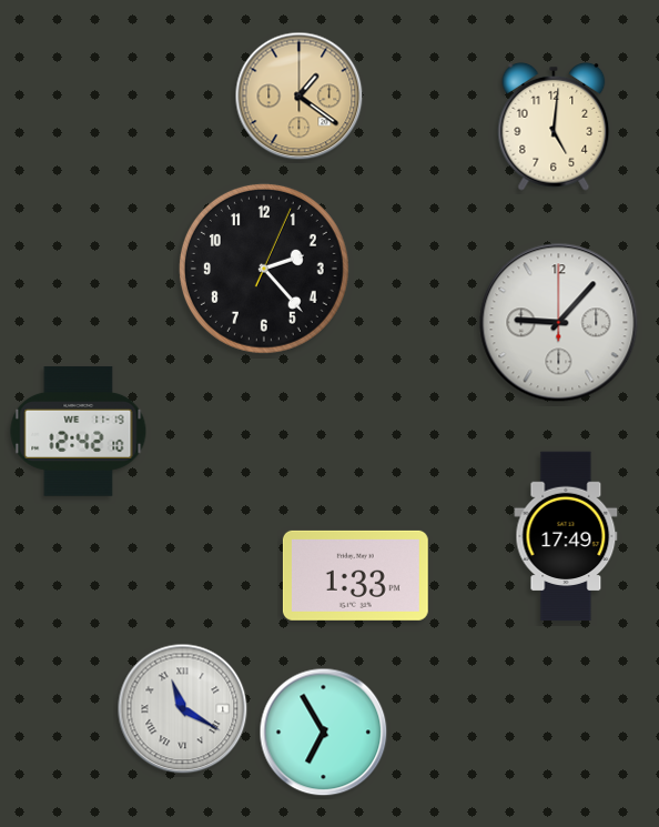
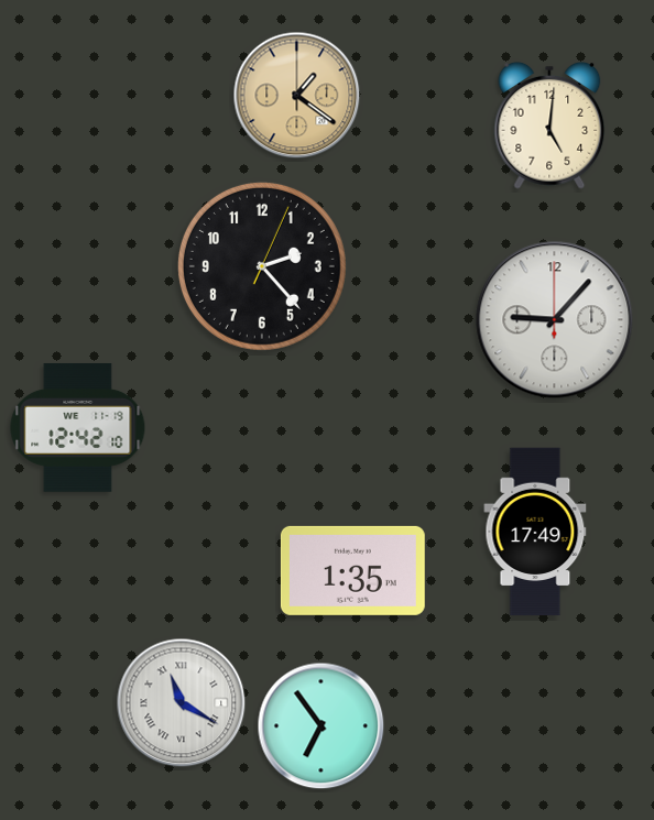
clock at (566, 536) position: (566, 536) -> (535, 532)
clock at (355, 575): 1:33 -> 1:35
clock at (324, 733): 6:55 -> 6:54
